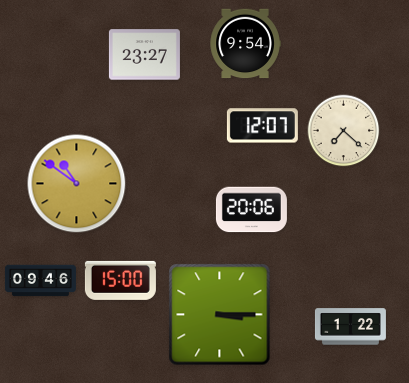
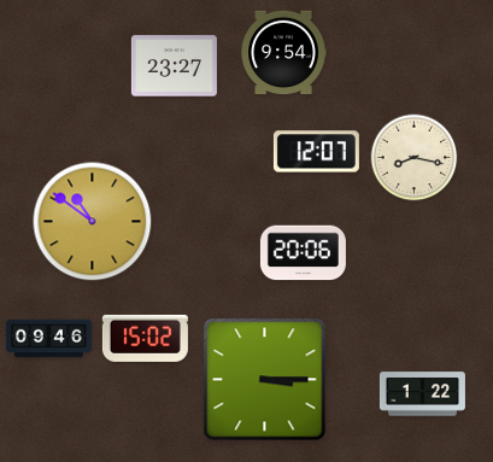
clock at (245, 44) position: (245, 44) -> (283, 53)
clock at (344, 131): 7:22 -> 8:17
clock at (120, 280): 15:00 -> 15:02
